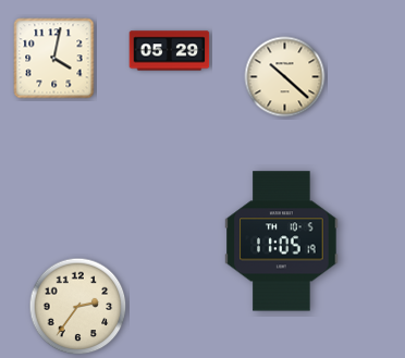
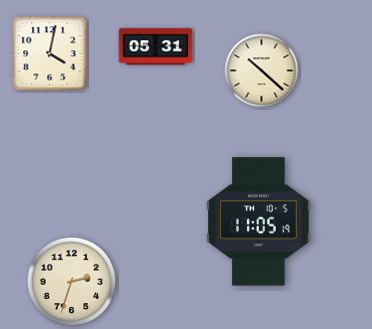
clock at (170, 51): 05:29 -> 05:31
clock at (78, 307): 2:36 -> 2:33
